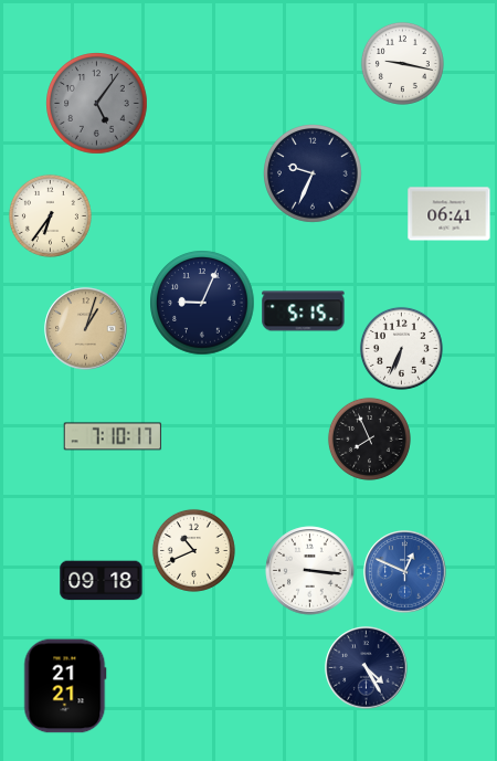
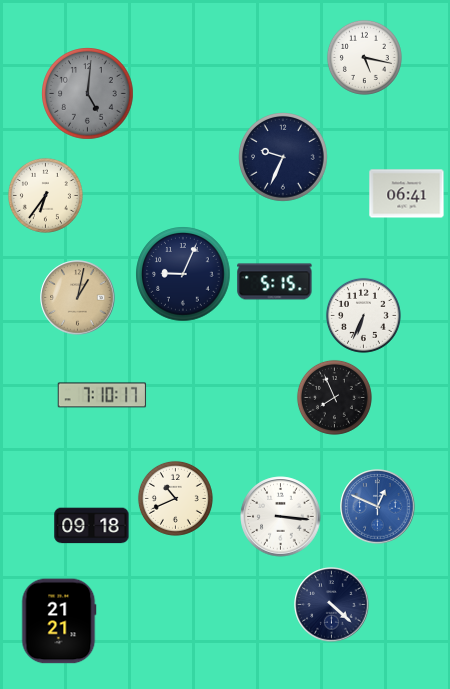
clock at (402, 63): 9:17 -> 5:17
clock at (97, 104): 5:06 -> 5:01
clock at (86, 329): 1:03 -> 1:02
clock at (405, 572) position: (405, 572) -> (378, 507)
clock at (367, 668): 4:25 -> 4:22
